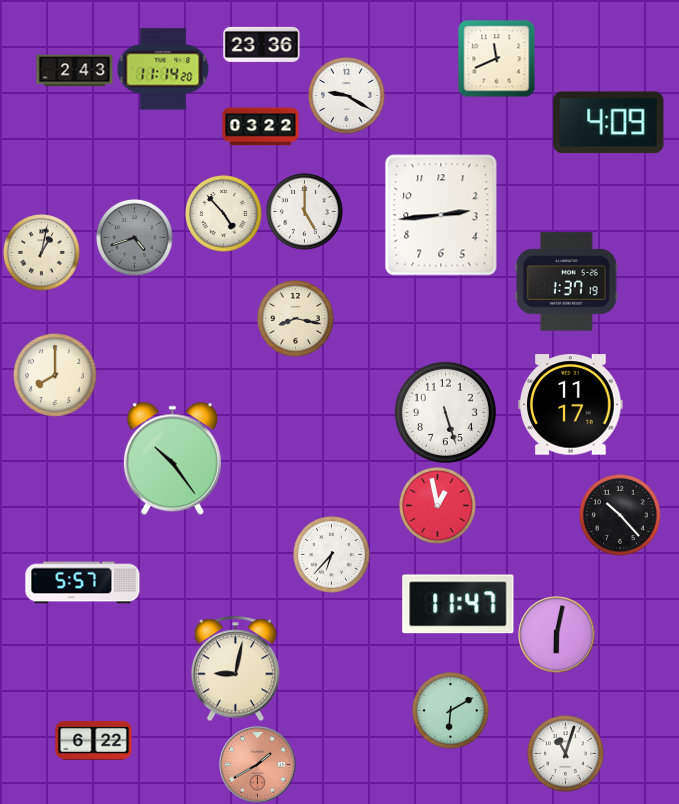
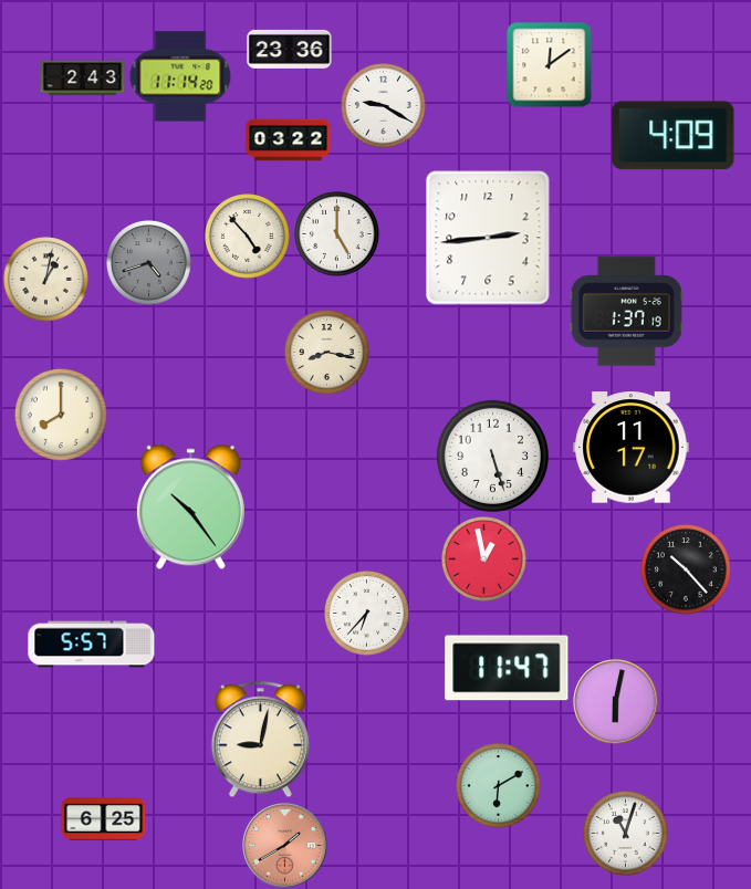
clock at (497, 59): 11:41 -> 12:09
clock at (94, 741): 6:22 -> 6:25
